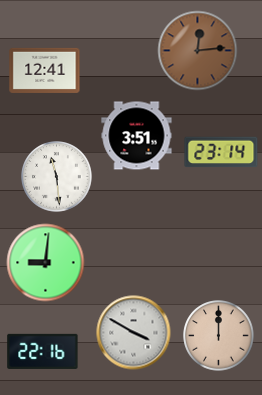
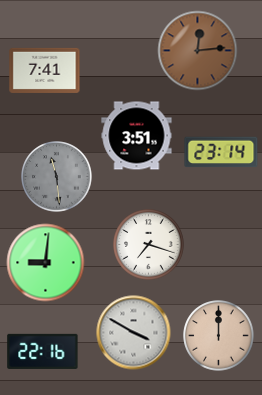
clock at (45, 70): 12:41 -> 7:41
clock at (57, 177) dial: white -> grey
clock at (149, 245): none -> 7:18
